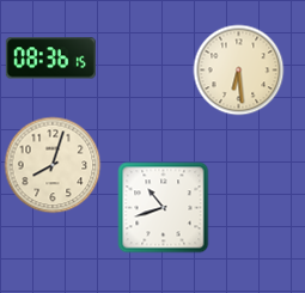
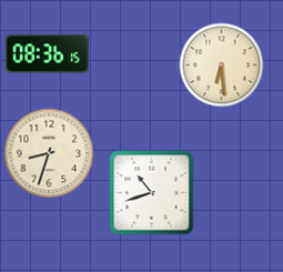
clock at (53, 165): 8:03 -> 8:33
